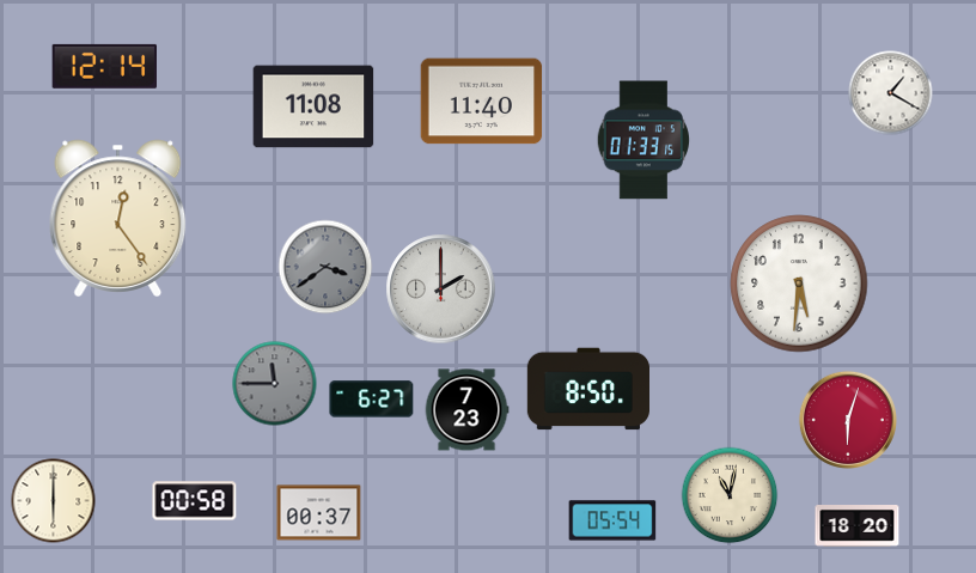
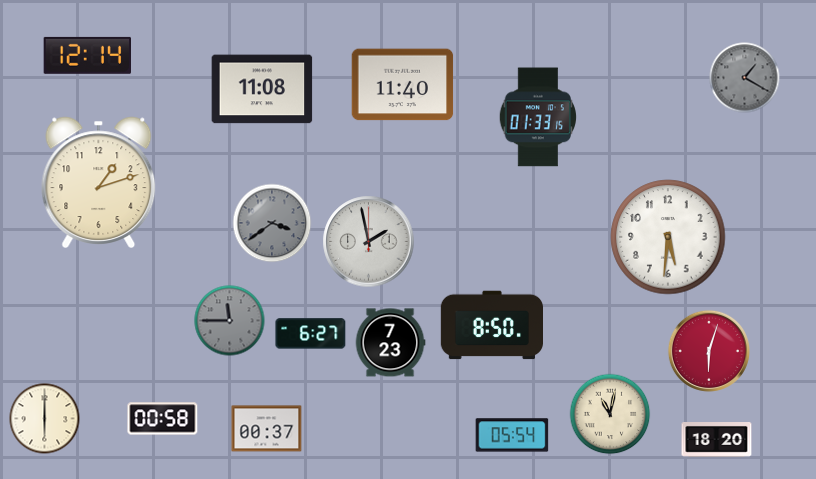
clock at (891, 93) dial: white -> grey
clock at (118, 218): 12:24 -> 1:12
clock at (441, 289): 2:00 -> 1:58
